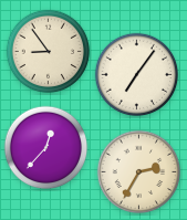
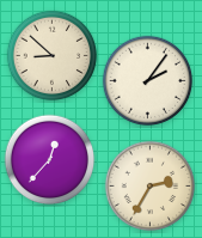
clock at (49, 52): 8:54 -> 8:52
clock at (137, 75): 7:06 -> 2:06
